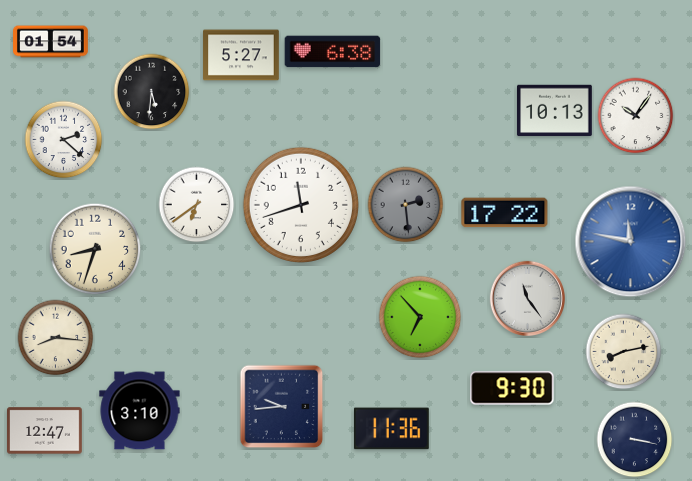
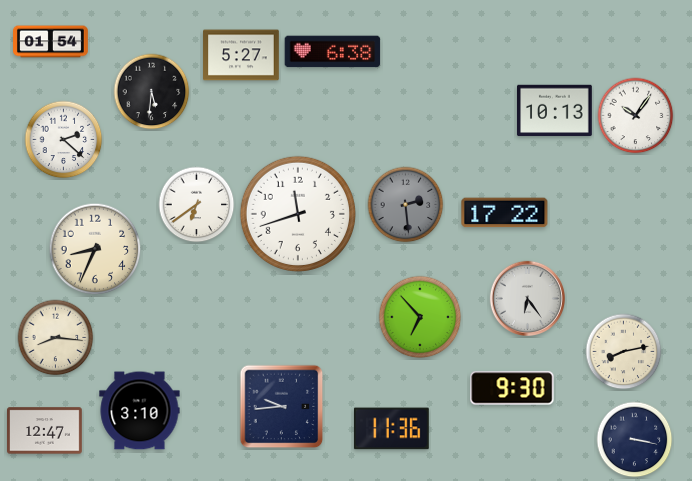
clock at (301, 205) position: (301, 205) -> (298, 214)
clock at (631, 242): 11:47 -> none
clock at (95, 249): 8:33 -> 8:34
clock at (527, 298): 11:24 -> 6:24
